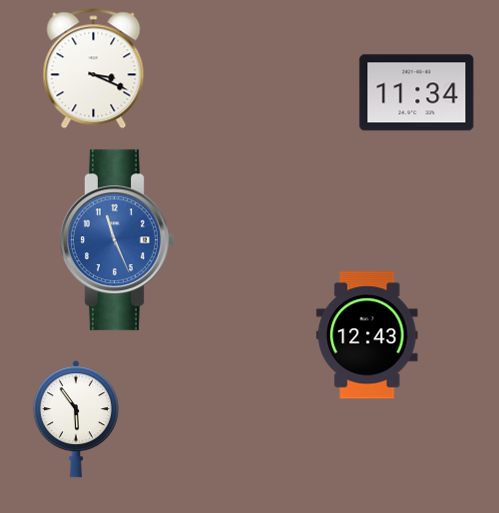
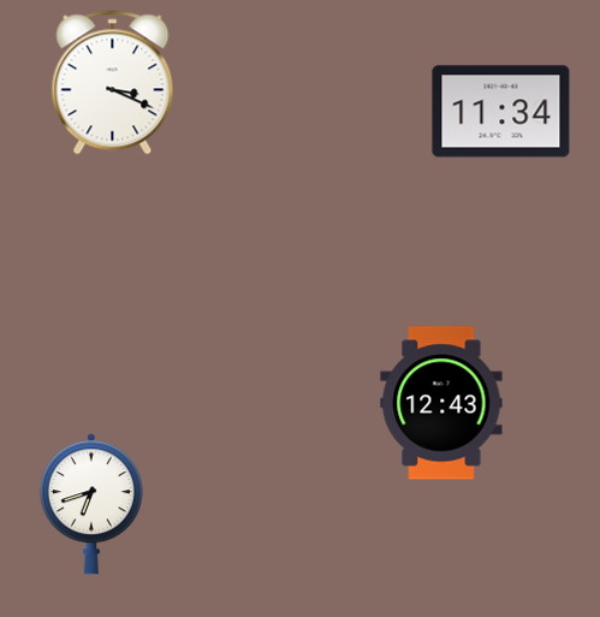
clock at (117, 240): 11:26 -> none
clock at (76, 419): 5:54 -> 6:42
